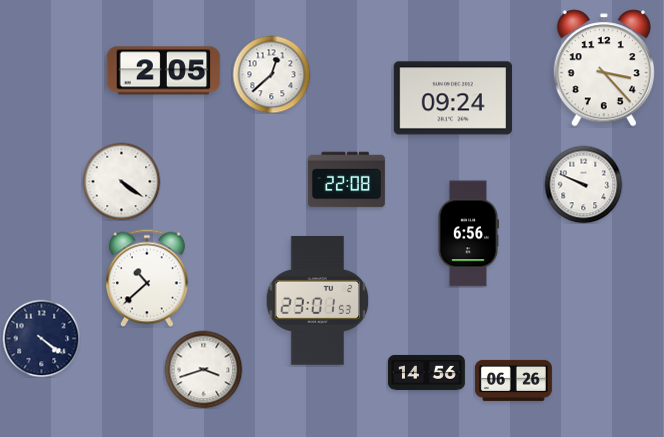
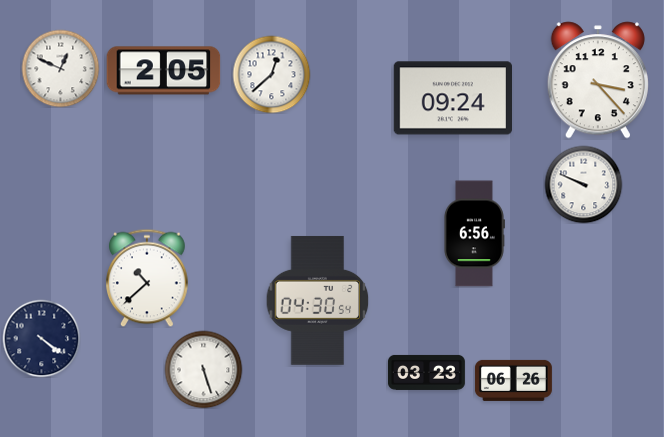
clock at (60, 68): none -> 12:49
clock at (604, 68) position: (604, 68) -> (598, 80)
clock at (346, 180): 22:08 -> none
clock at (121, 181): 4:21 -> none
clock at (468, 234) position: (468, 234) -> (474, 234)
clock at (318, 300): 23:01 -> 04:30
clock at (203, 369): 3:42 -> 5:27
clock at (426, 372): 14:56 -> 03:23
